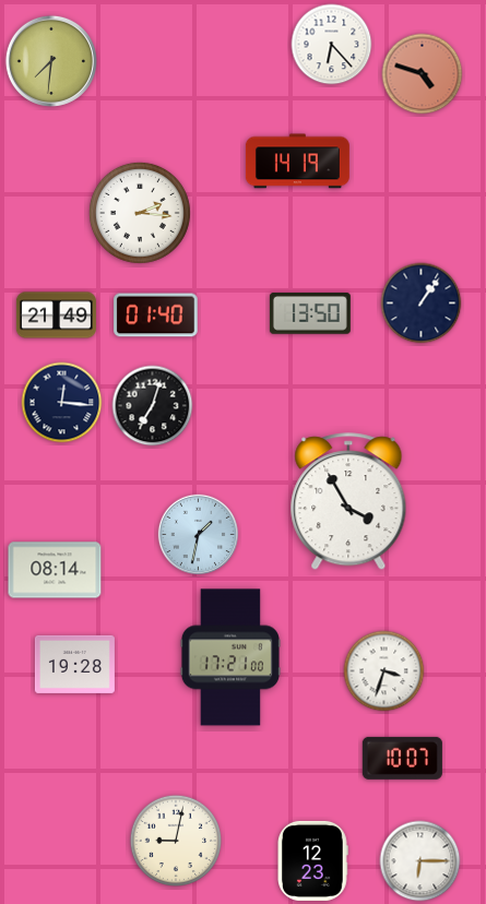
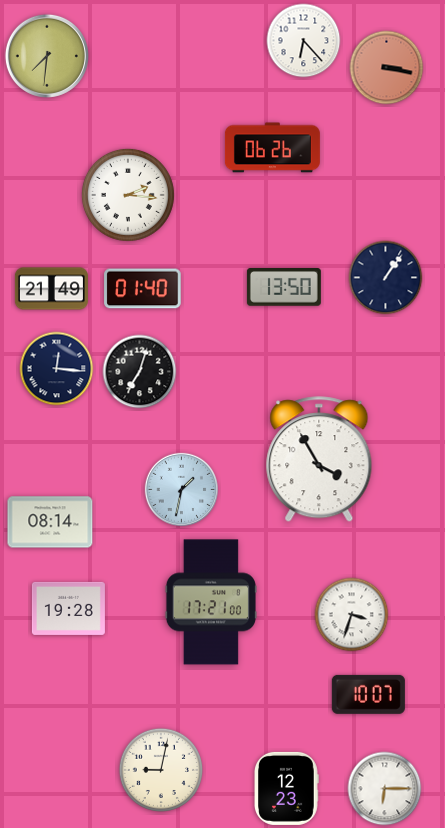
clock at (423, 74): 4:48 -> 3:17
clock at (297, 162): 14:19 -> 06:26
